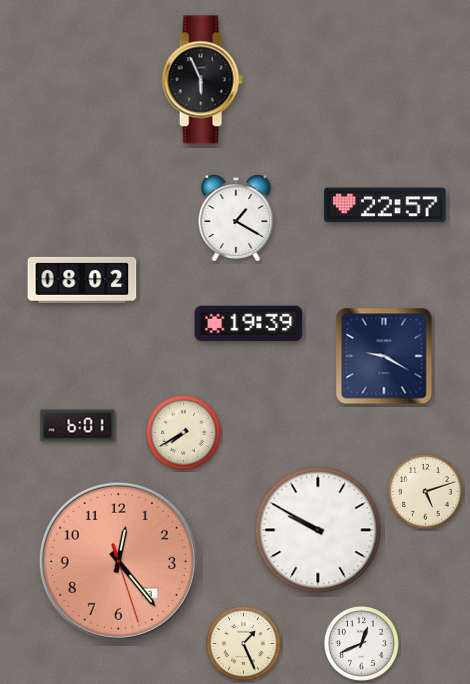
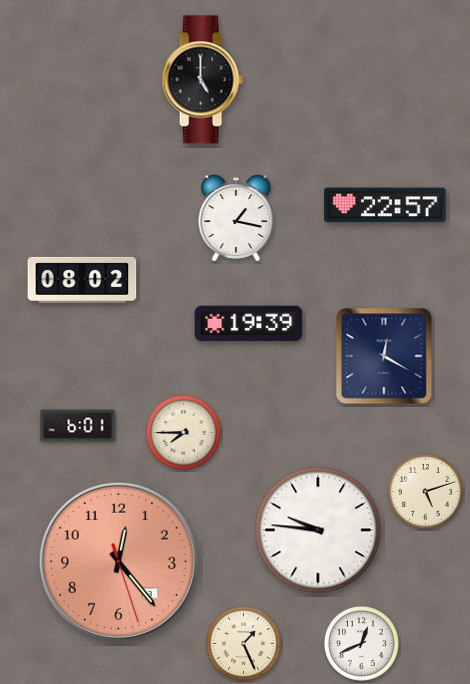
clock at (202, 80): 5:56 -> 5:00
clock at (236, 218): 1:20 -> 1:17
clock at (384, 356): 9:20 -> 12:20
clock at (184, 433): 7:40 -> 7:45
clock at (318, 530): 9:50 -> 9:46
